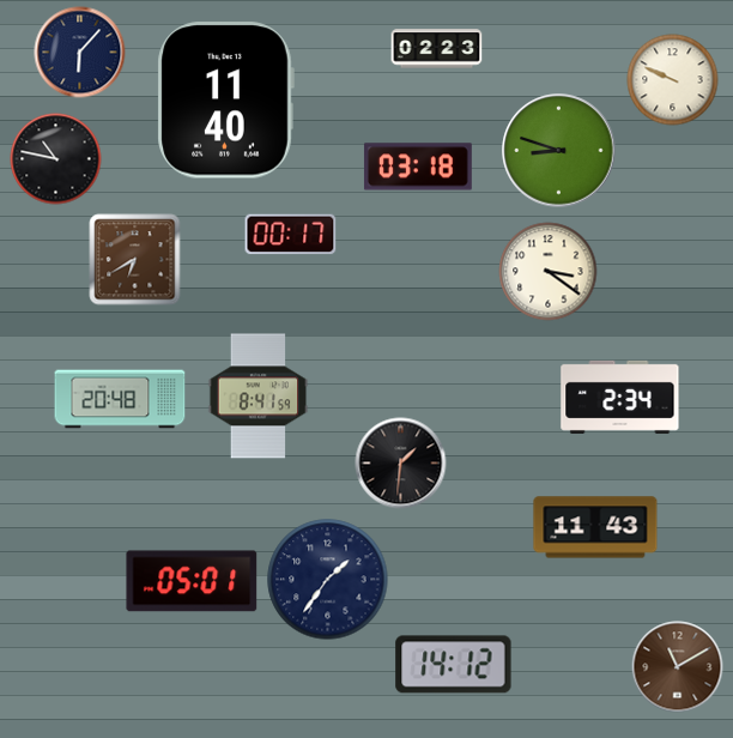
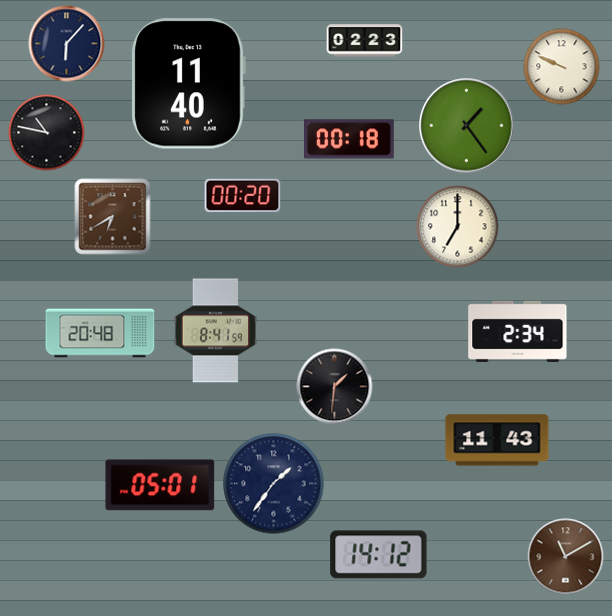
clock at (559, 151): 8:48 -> 1:24
clock at (418, 167): 03:18 -> 00:18
clock at (291, 235): 00:17 -> 00:20
clock at (549, 272): 3:21 -> 7:00
